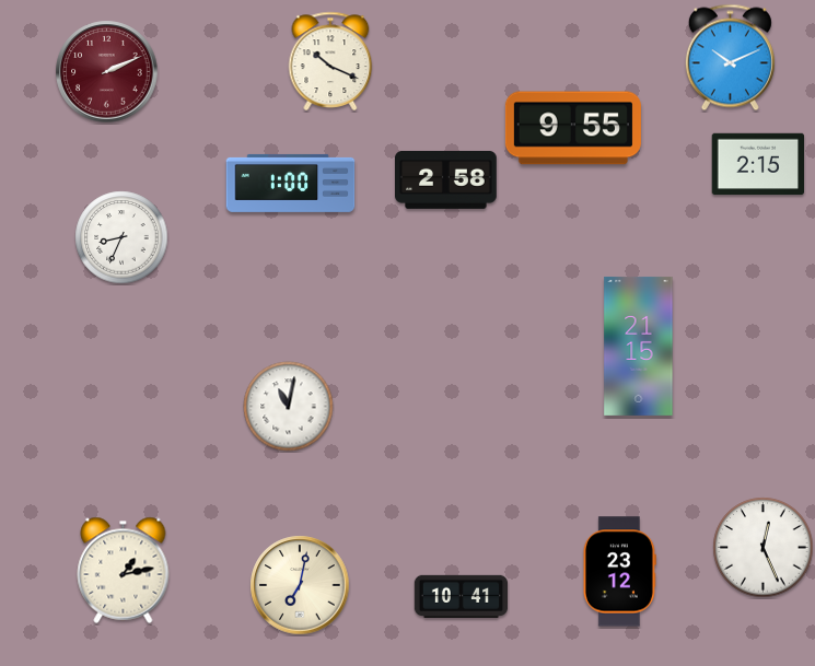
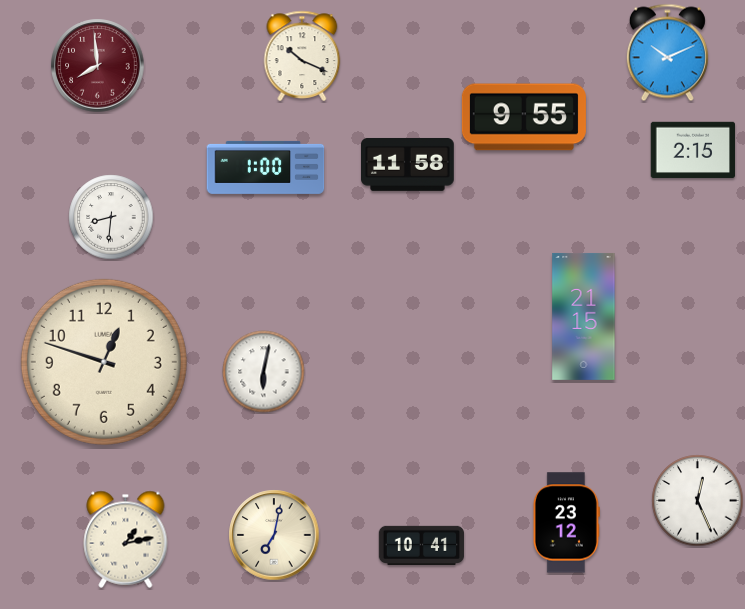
clock at (107, 72): 2:11 -> 7:59
clock at (446, 179): 2:58 -> 11:58
clock at (121, 237): 8:34 -> 8:31
clock at (104, 362): none -> 12:48
clock at (289, 407): 11:02 -> 6:02
clock at (124, 570) position: (124, 570) -> (126, 539)
